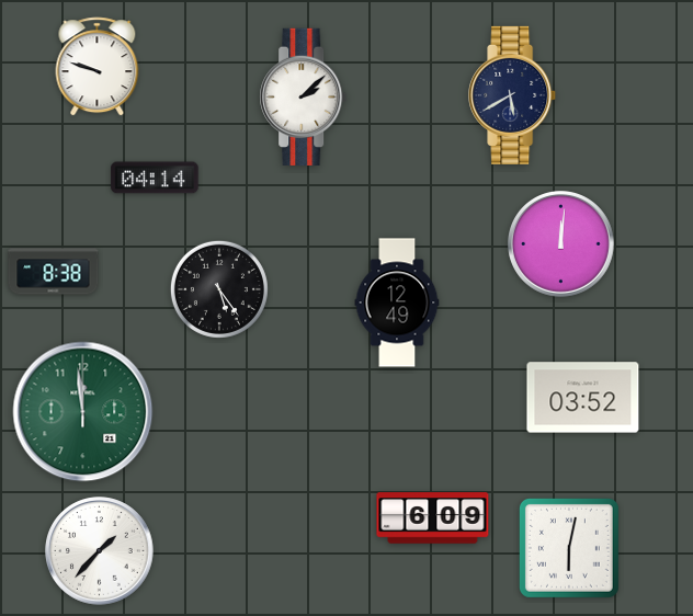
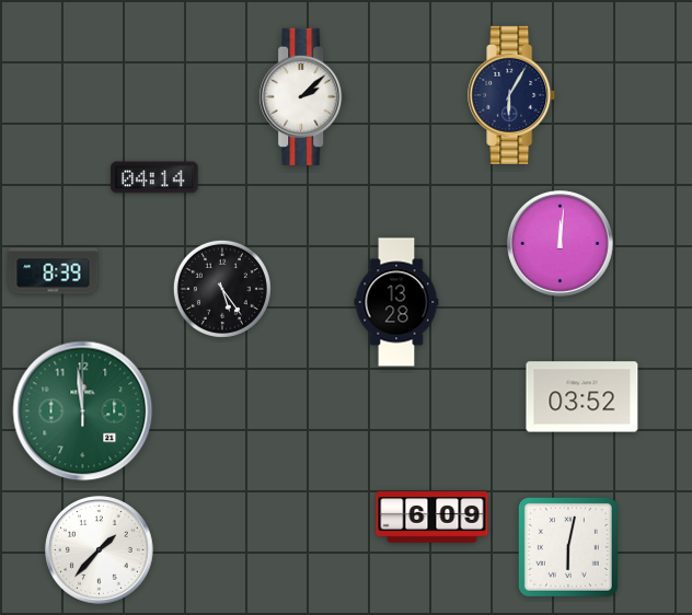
clock at (98, 67): 9:48 -> none
clock at (513, 95): 5:40 -> 6:05
clock at (54, 272): 8:38 -> 8:39
clock at (219, 289) position: (219, 289) -> (222, 289)
clock at (397, 303): 12:49 -> 13:28
